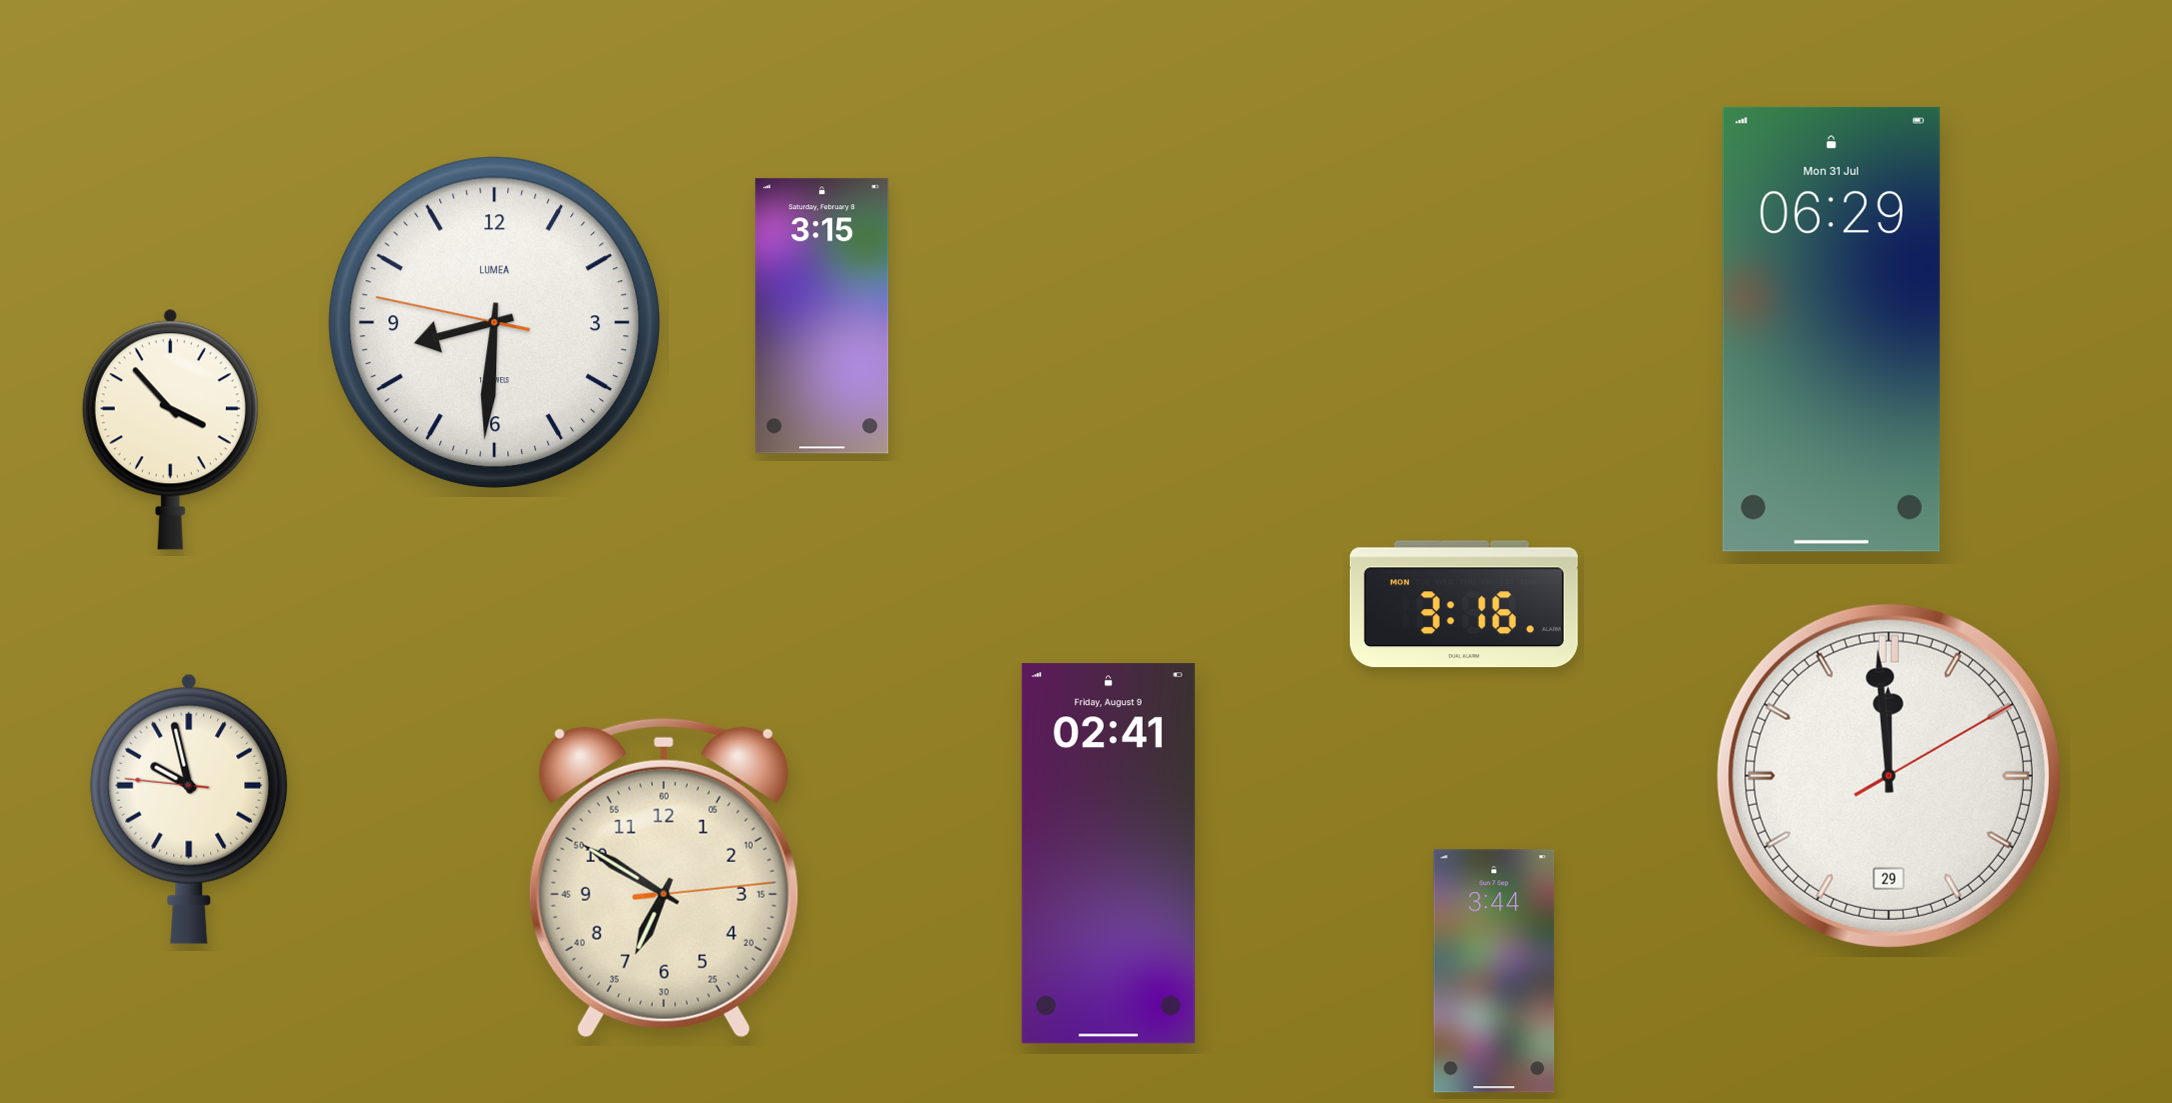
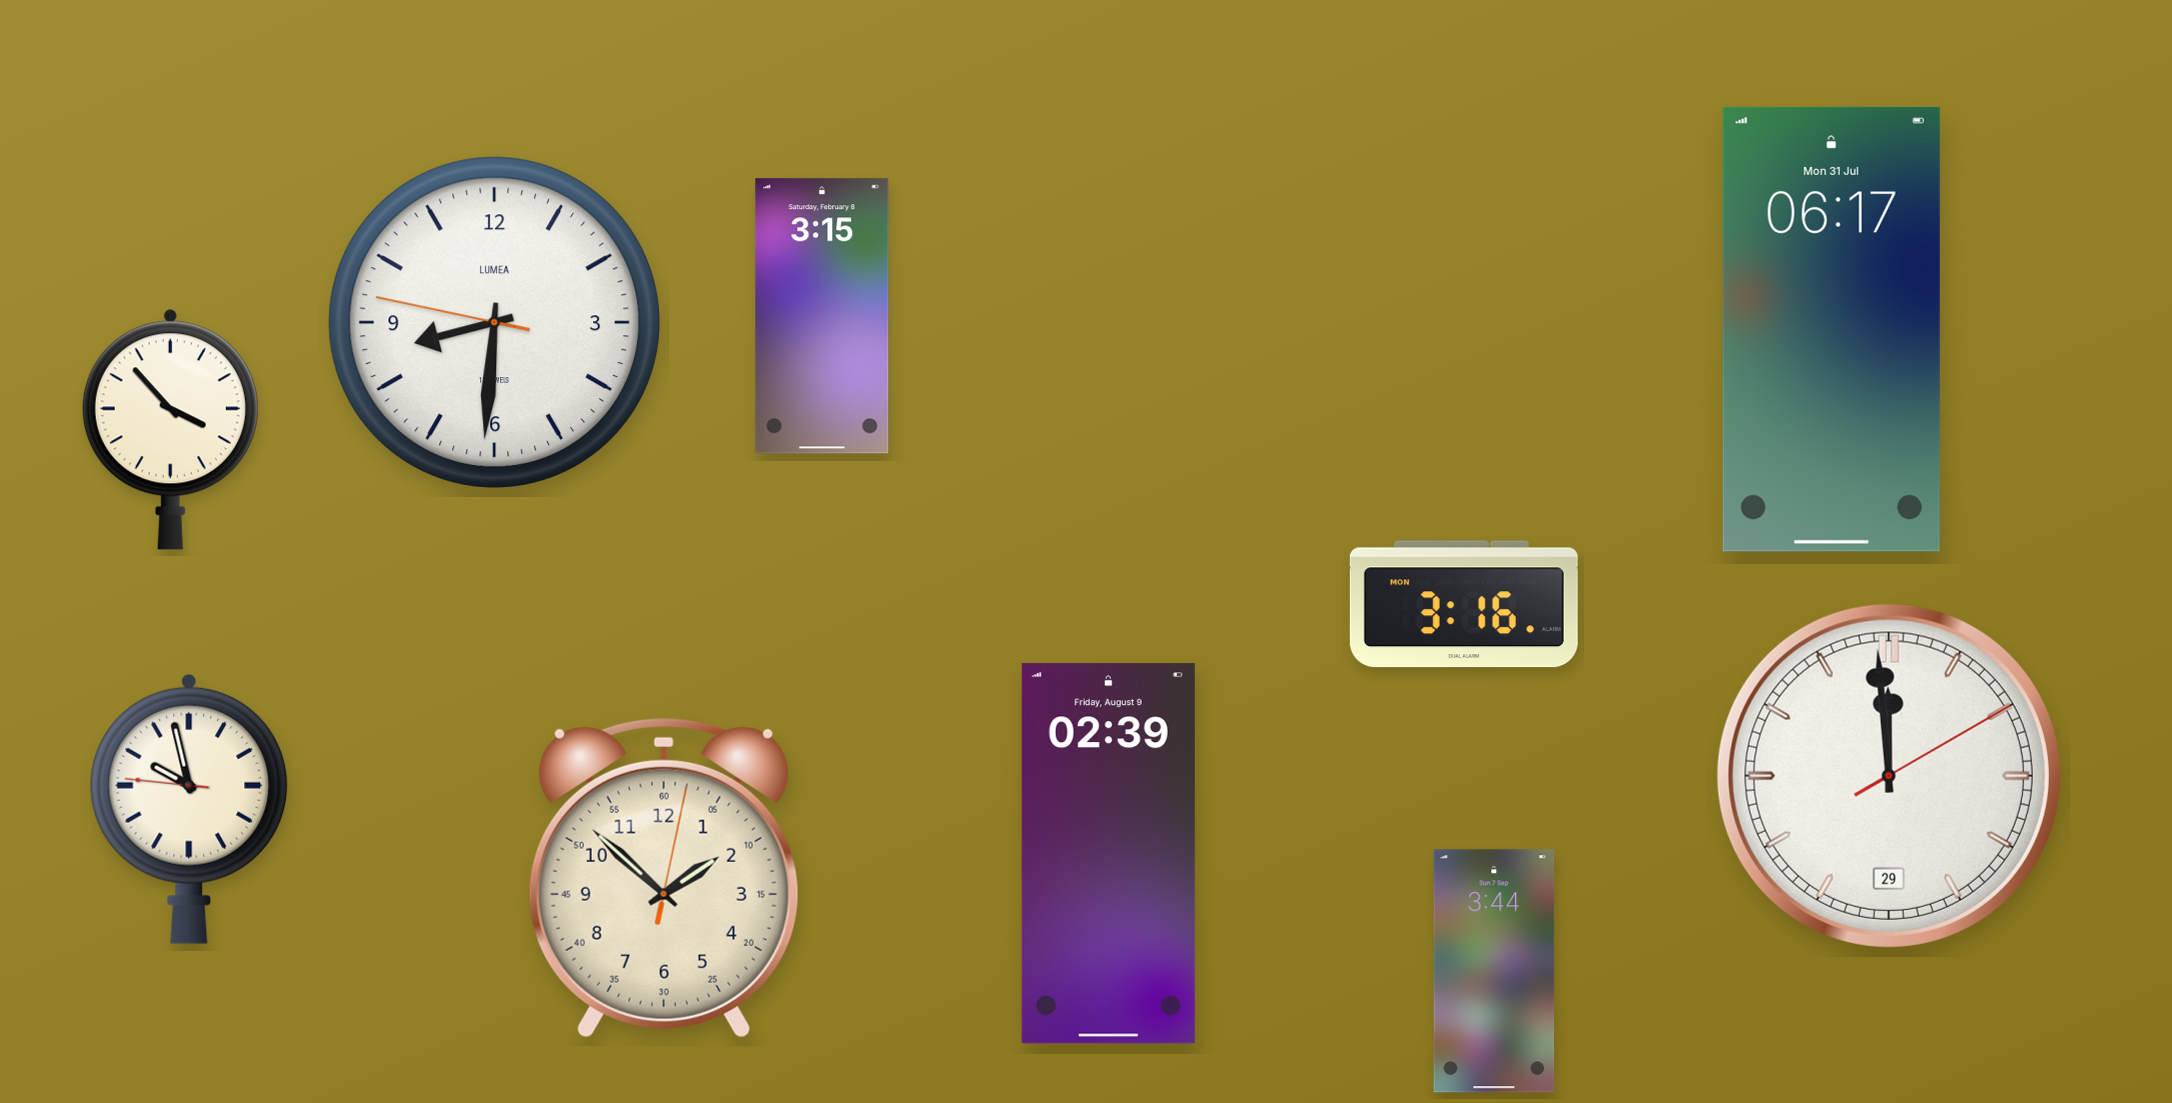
clock at (1831, 329): 06:29 -> 06:17
clock at (1108, 854): 02:41 -> 02:39
clock at (664, 878): 6:50 -> 1:52
